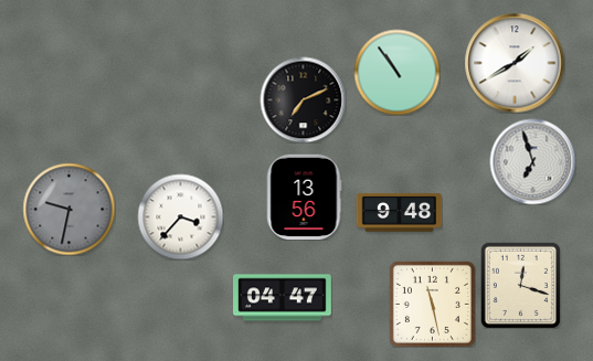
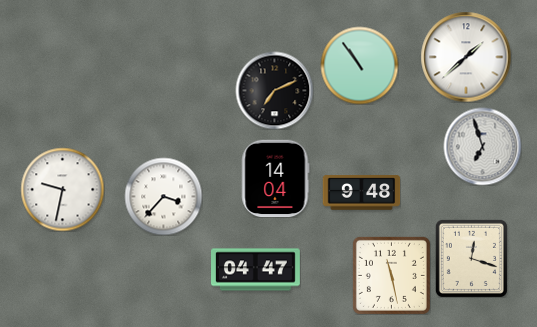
clock at (515, 63): 1:40 -> 1:38
clock at (305, 197): 13:56 -> 14:04
clock at (68, 209) dial: grey -> white
